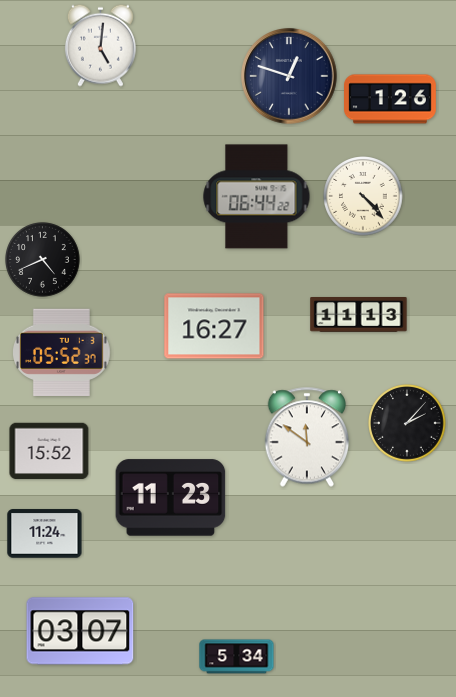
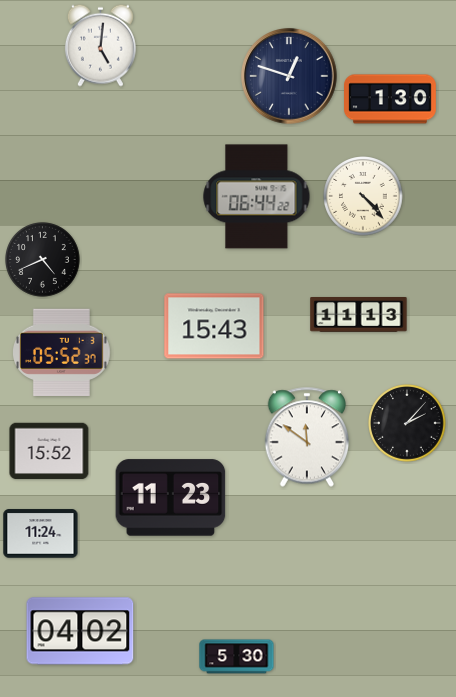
clock at (391, 99): 1:26 -> 1:30
clock at (214, 326): 16:27 -> 15:43
clock at (45, 534) position: (45, 534) -> (41, 534)
clock at (80, 631): 03:07 -> 04:02
clock at (237, 657): 5:34 -> 5:30
